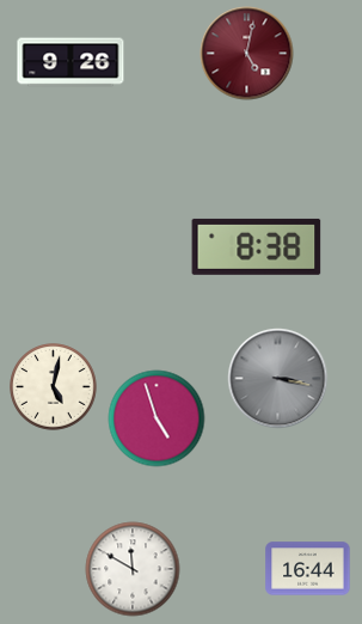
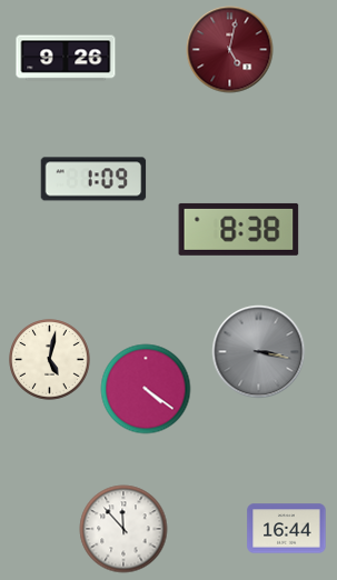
clock at (93, 179): none -> 1:09
clock at (157, 418): 4:57 -> 4:21
clock at (133, 569): 11:50 -> 11:53
